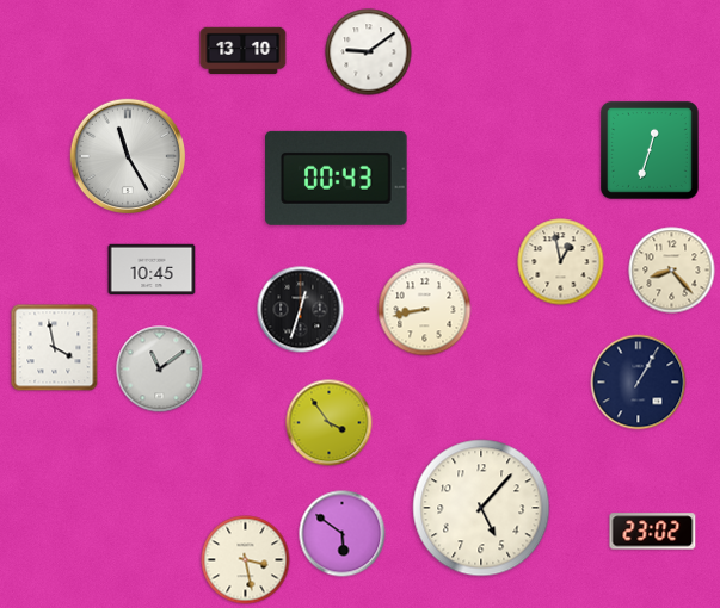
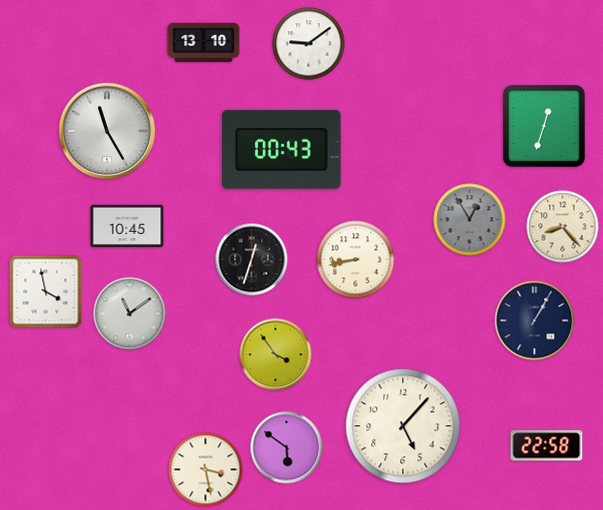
clock at (561, 262): 12:58 -> 12:55
clock at (561, 262) dial: cream -> grey
clock at (160, 370) position: (160, 370) -> (130, 314)
clock at (653, 532): 23:02 -> 22:58
